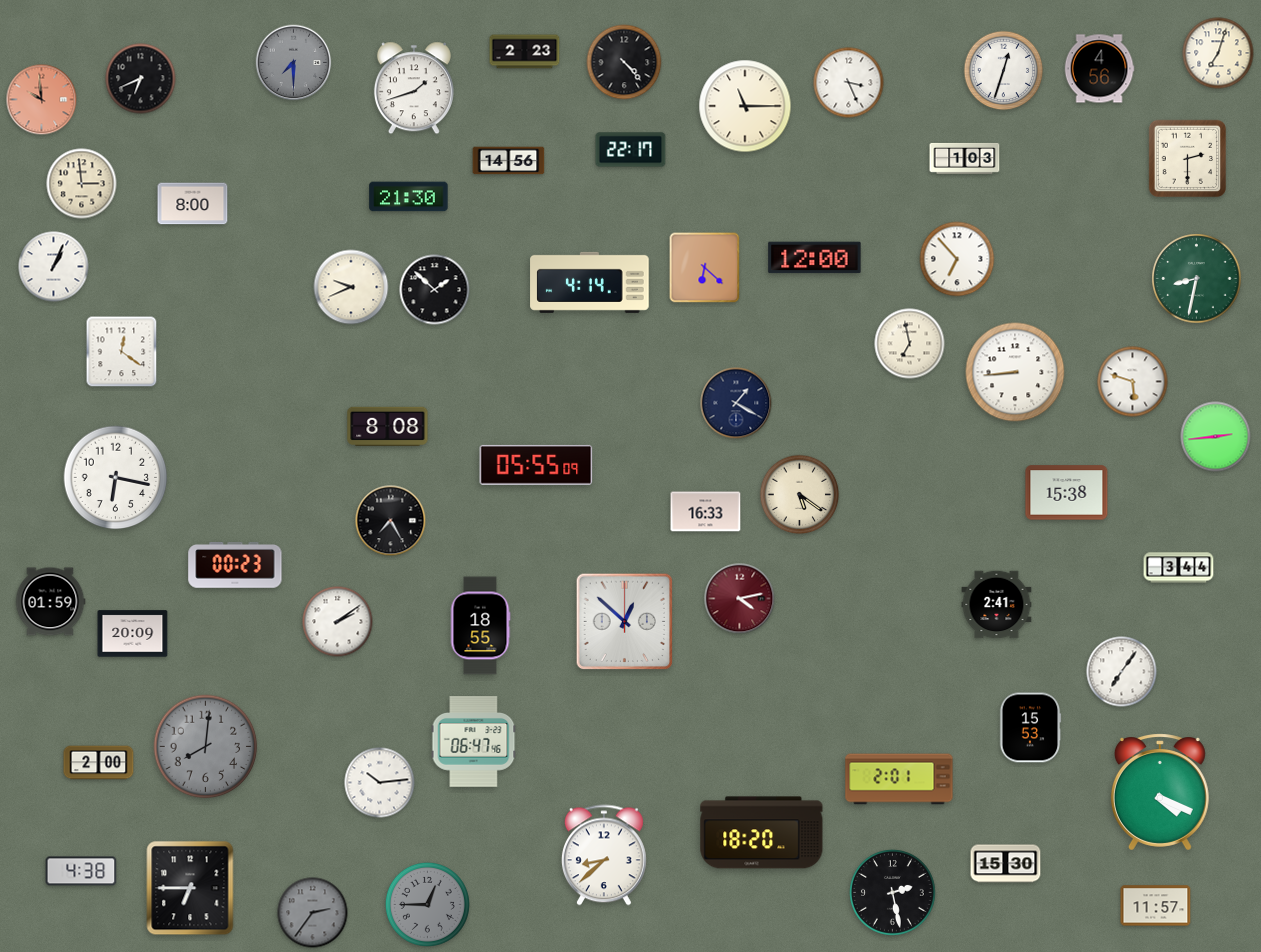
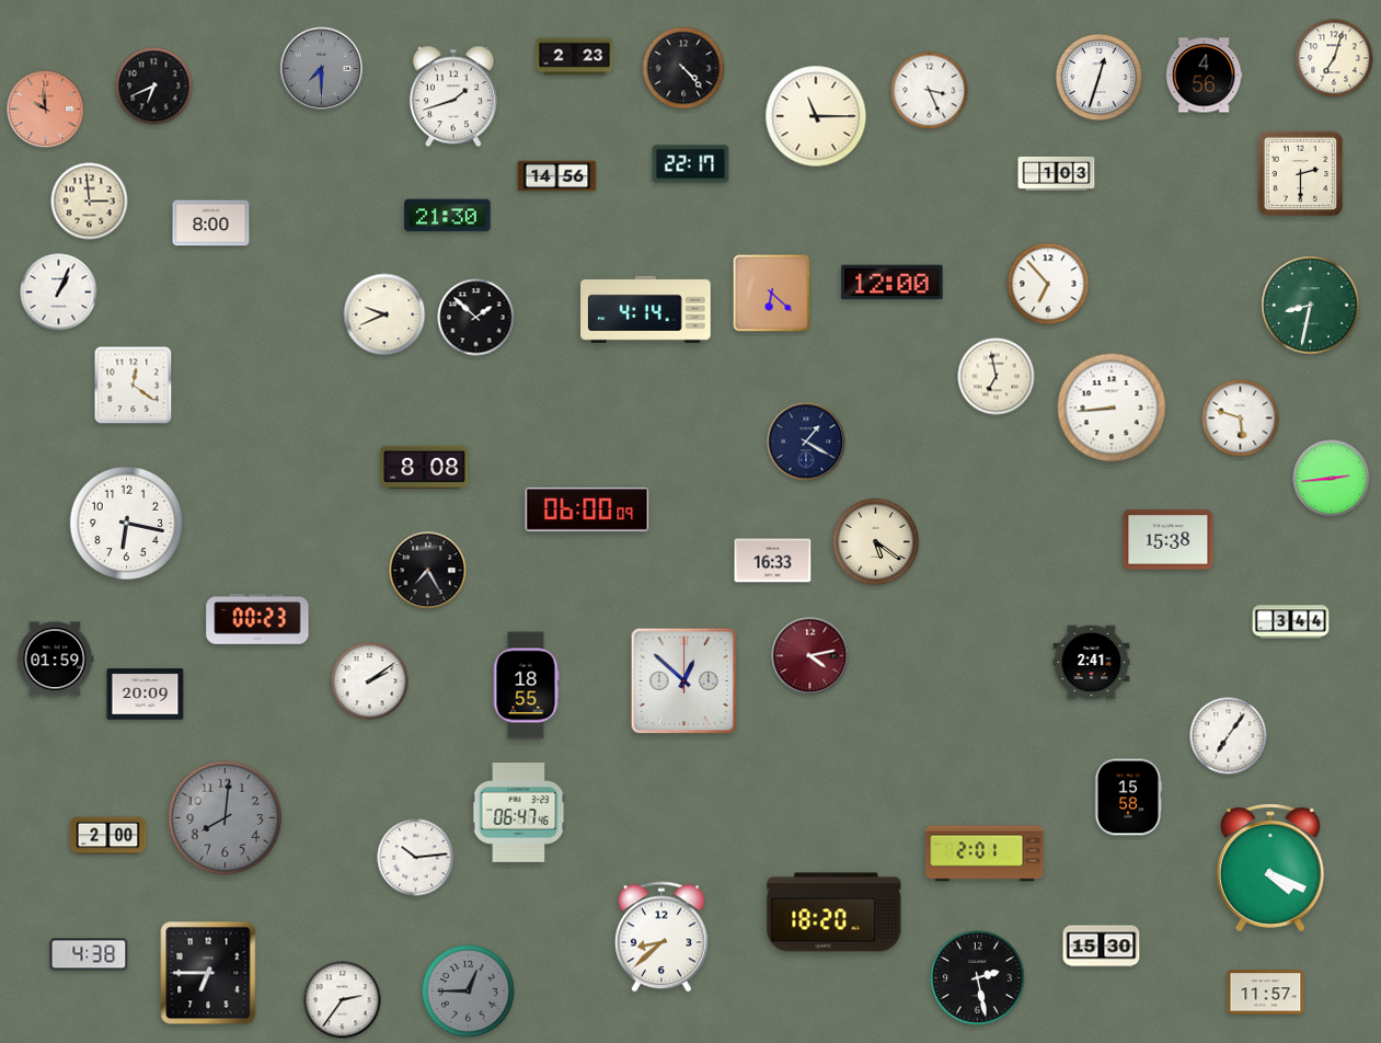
clock at (536, 465): 05:55 -> 06:00
clock at (1030, 728): 15:53 -> 15:58
clock at (313, 913) dial: grey -> white
